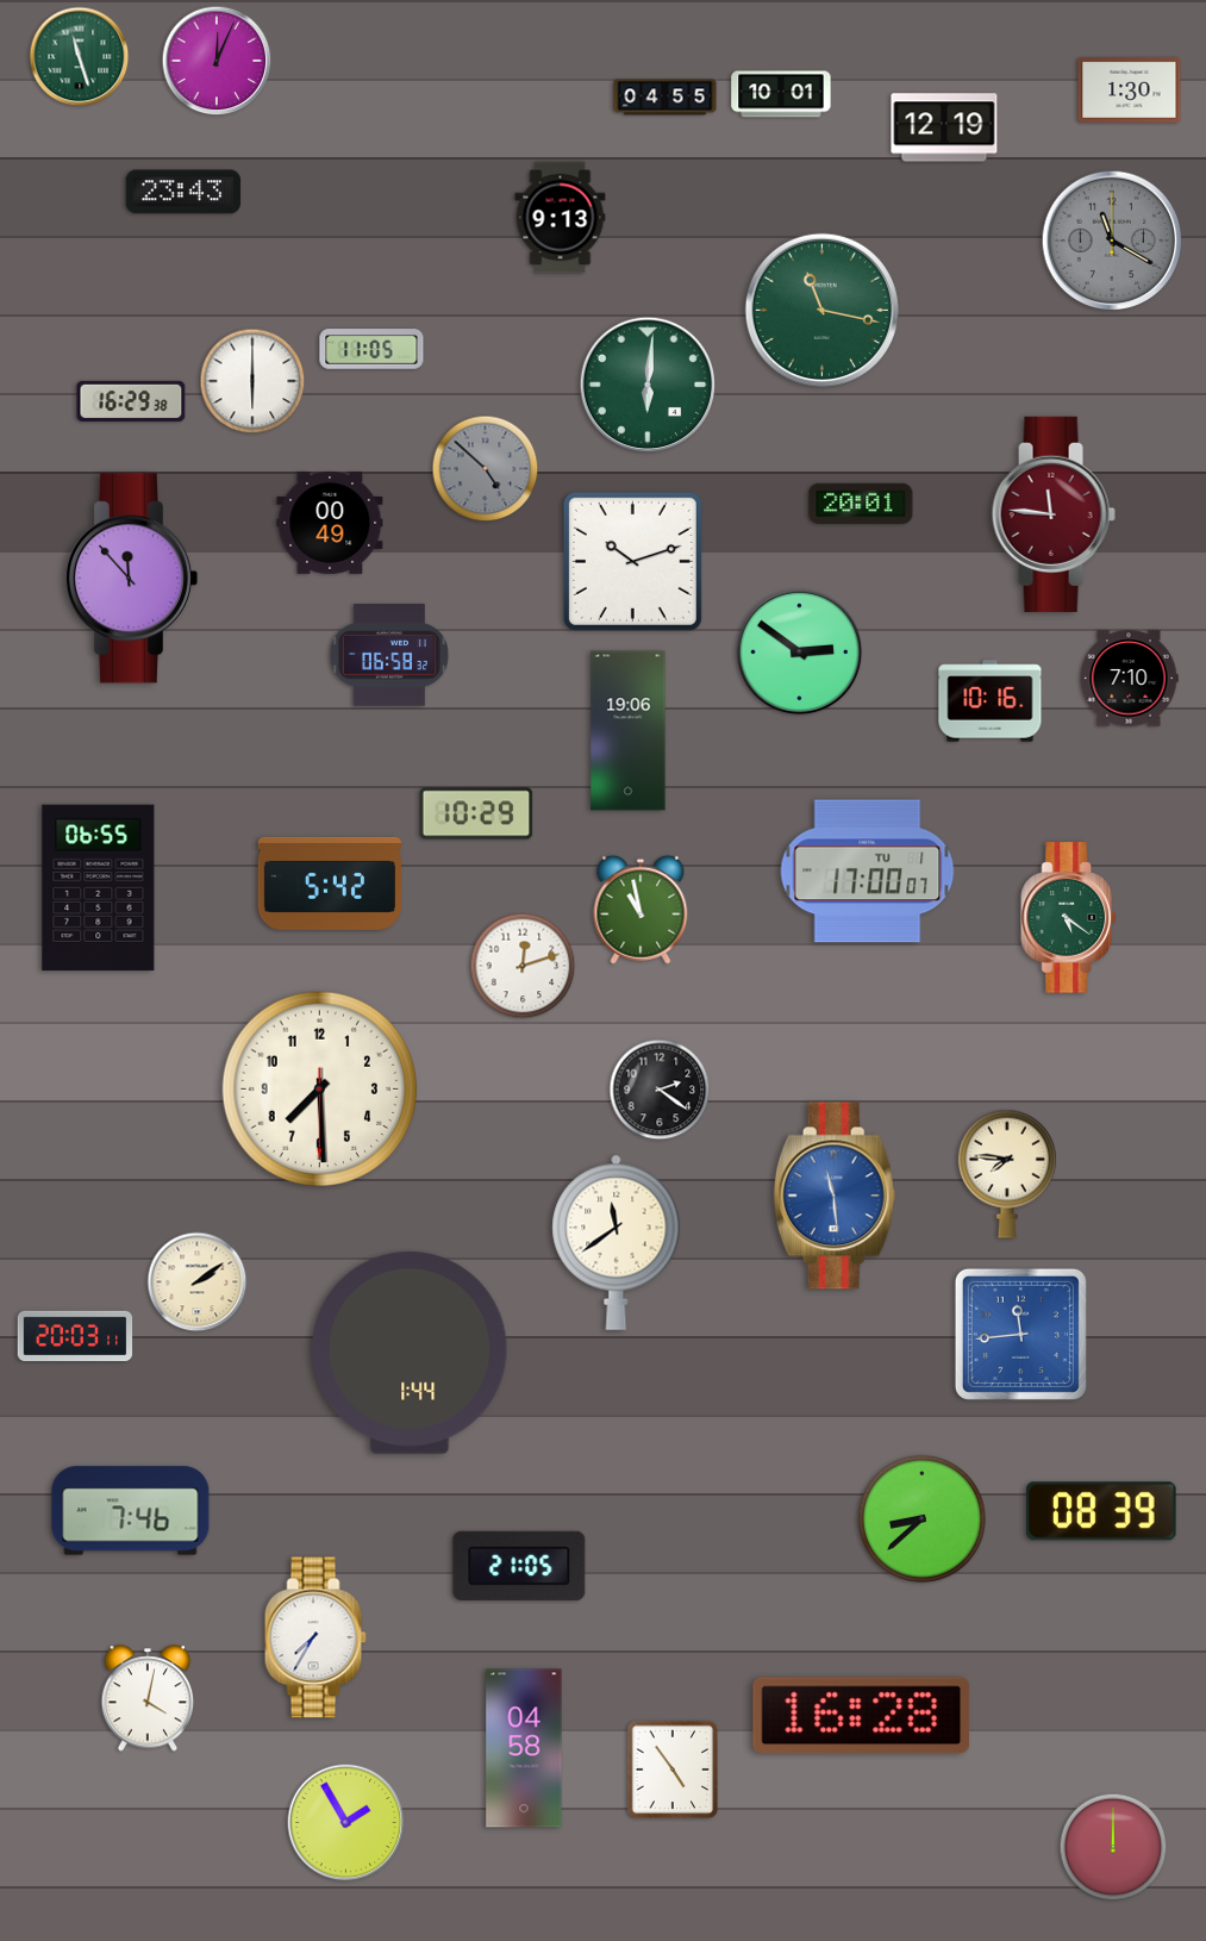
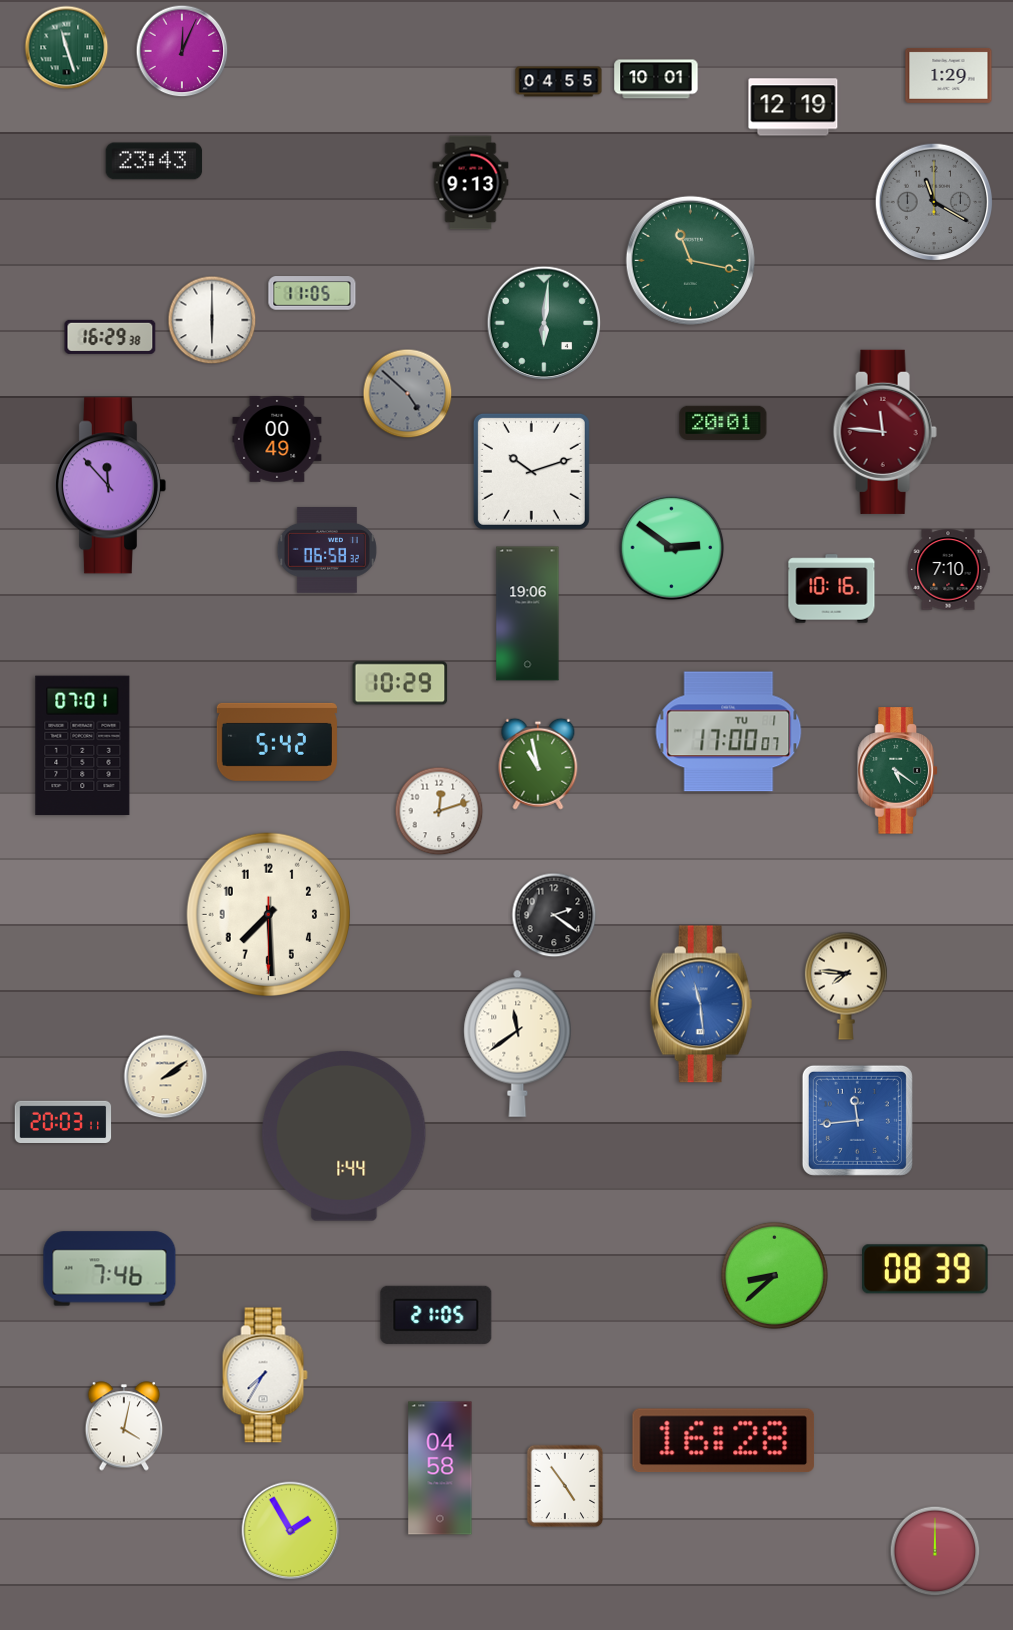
clock at (1130, 89): 1:30 -> 1:29
clock at (99, 888): 06:55 -> 07:01
